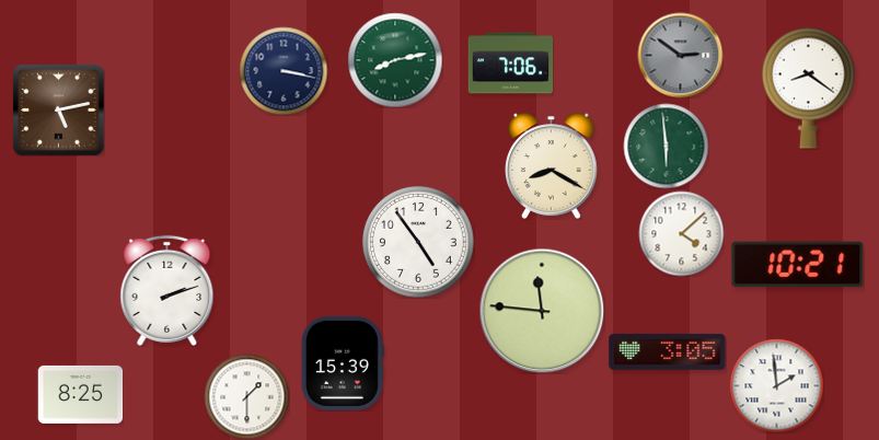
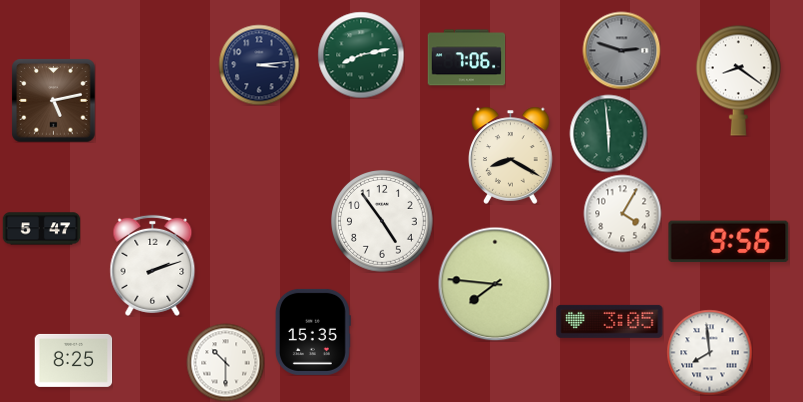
clock at (680, 55): 2:51 -> 2:48
clock at (284, 71): 3:17 -> 3:14
clock at (552, 165) position: (552, 165) -> (511, 155)
clock at (681, 233): 4:08 -> 4:05
clock at (41, 229): none -> 5:47
clock at (798, 265): 10:21 -> 9:56
clock at (542, 311): 11:46 -> 7:46
clock at (343, 363): 15:39 -> 15:35
clock at (776, 385): 1:59 -> 7:59
clock at (246, 396): 1:30 -> 10:30
